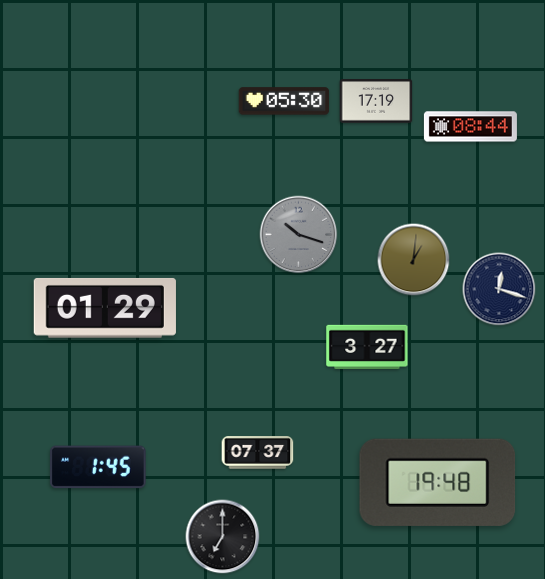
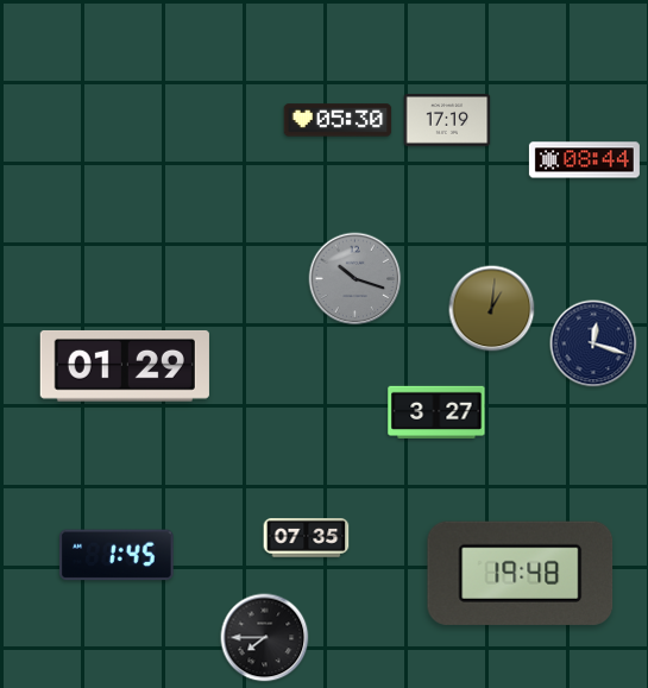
clock at (470, 127) position: (470, 127) -> (584, 160)
clock at (258, 453): 07:37 -> 07:35
clock at (223, 537): 7:00 -> 7:45
